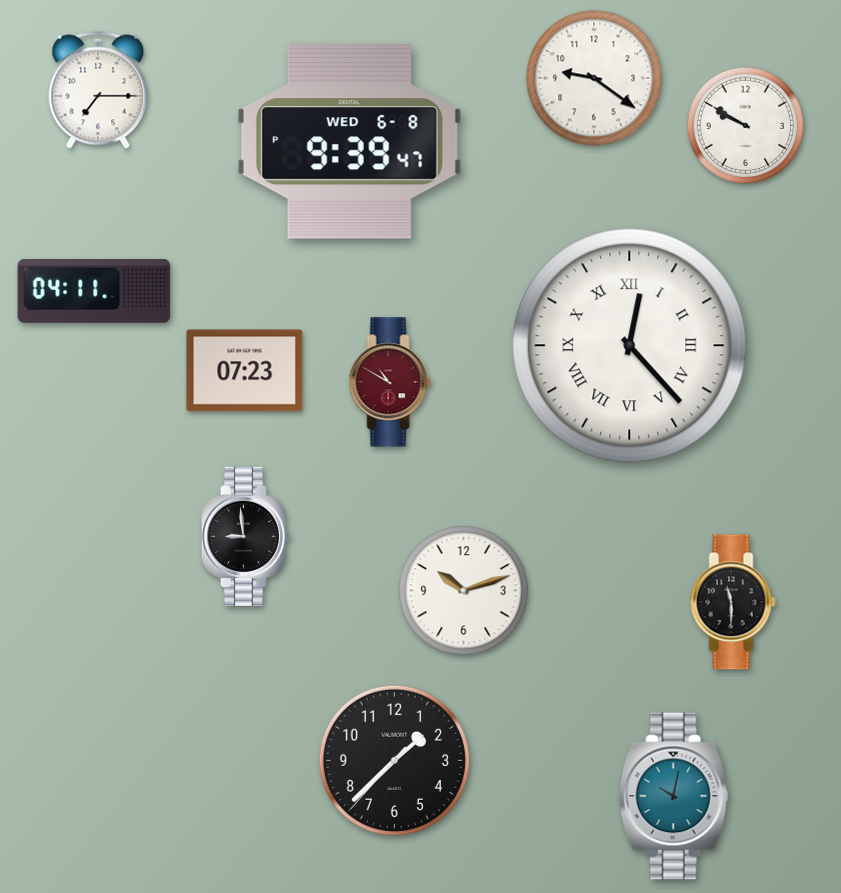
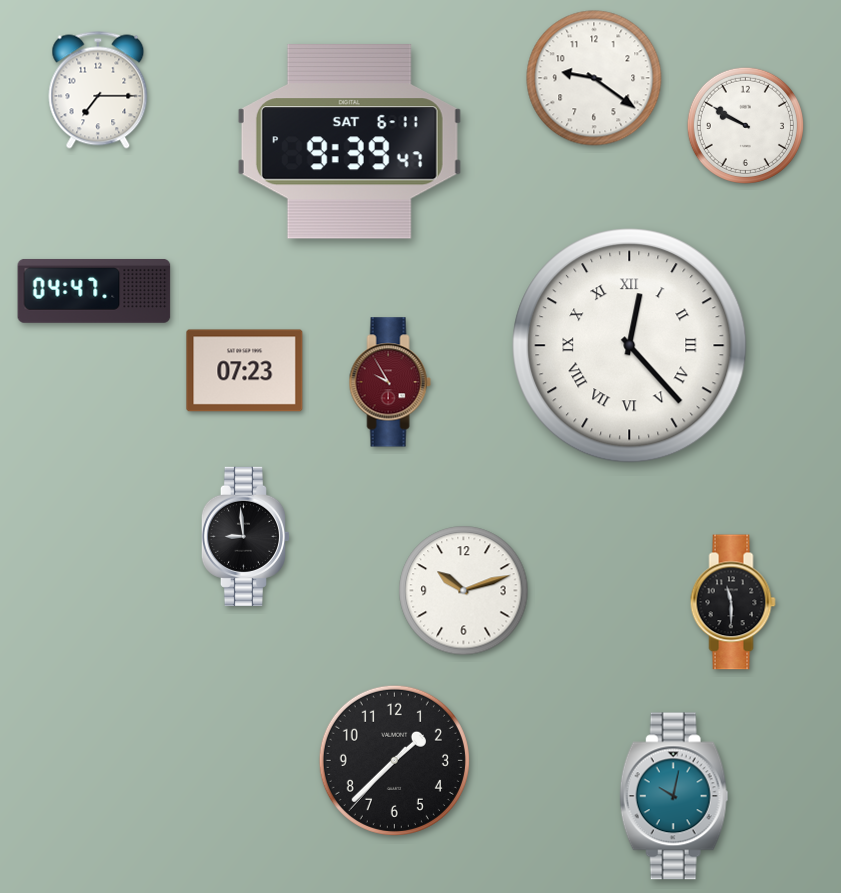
clock at (349, 141) date: WED 6-8 -> SAT 6-11
clock at (94, 291): 04:11 -> 04:47
clock at (390, 382): 10:50 -> 9:55
